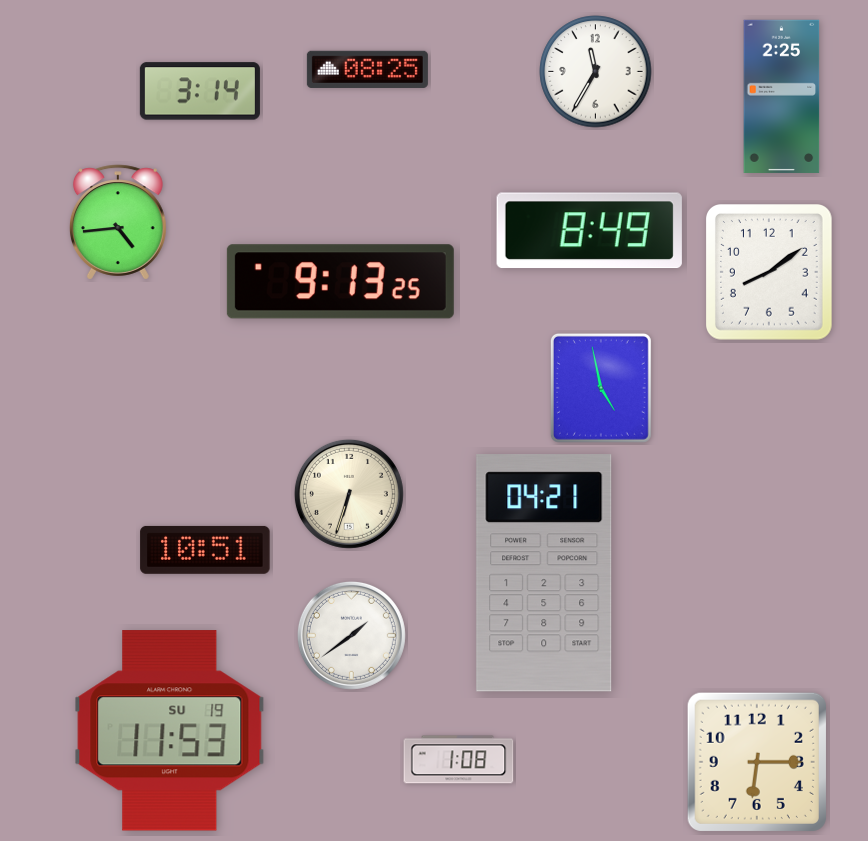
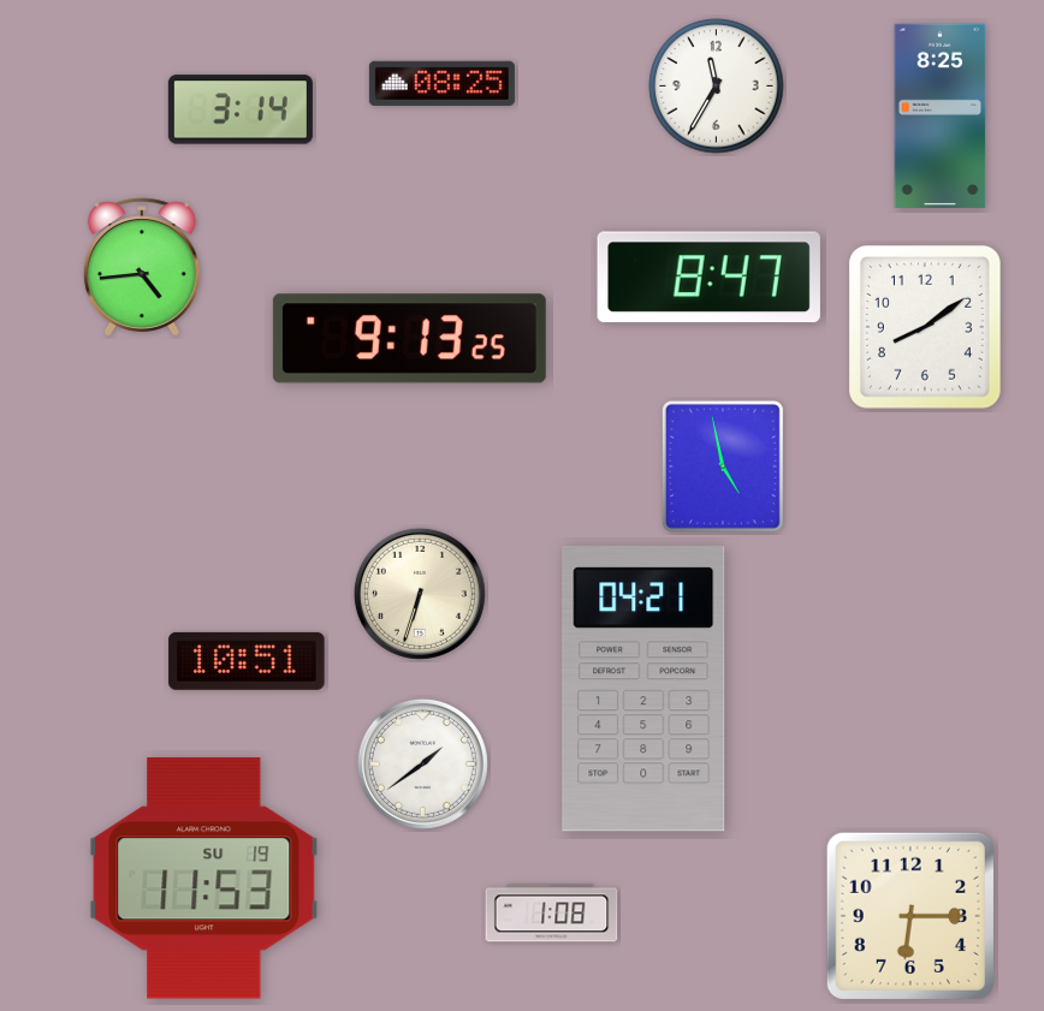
clock at (782, 96): 2:25 -> 8:25
clock at (589, 231): 8:49 -> 8:47
clock at (544, 573) position: (544, 573) -> (643, 689)
